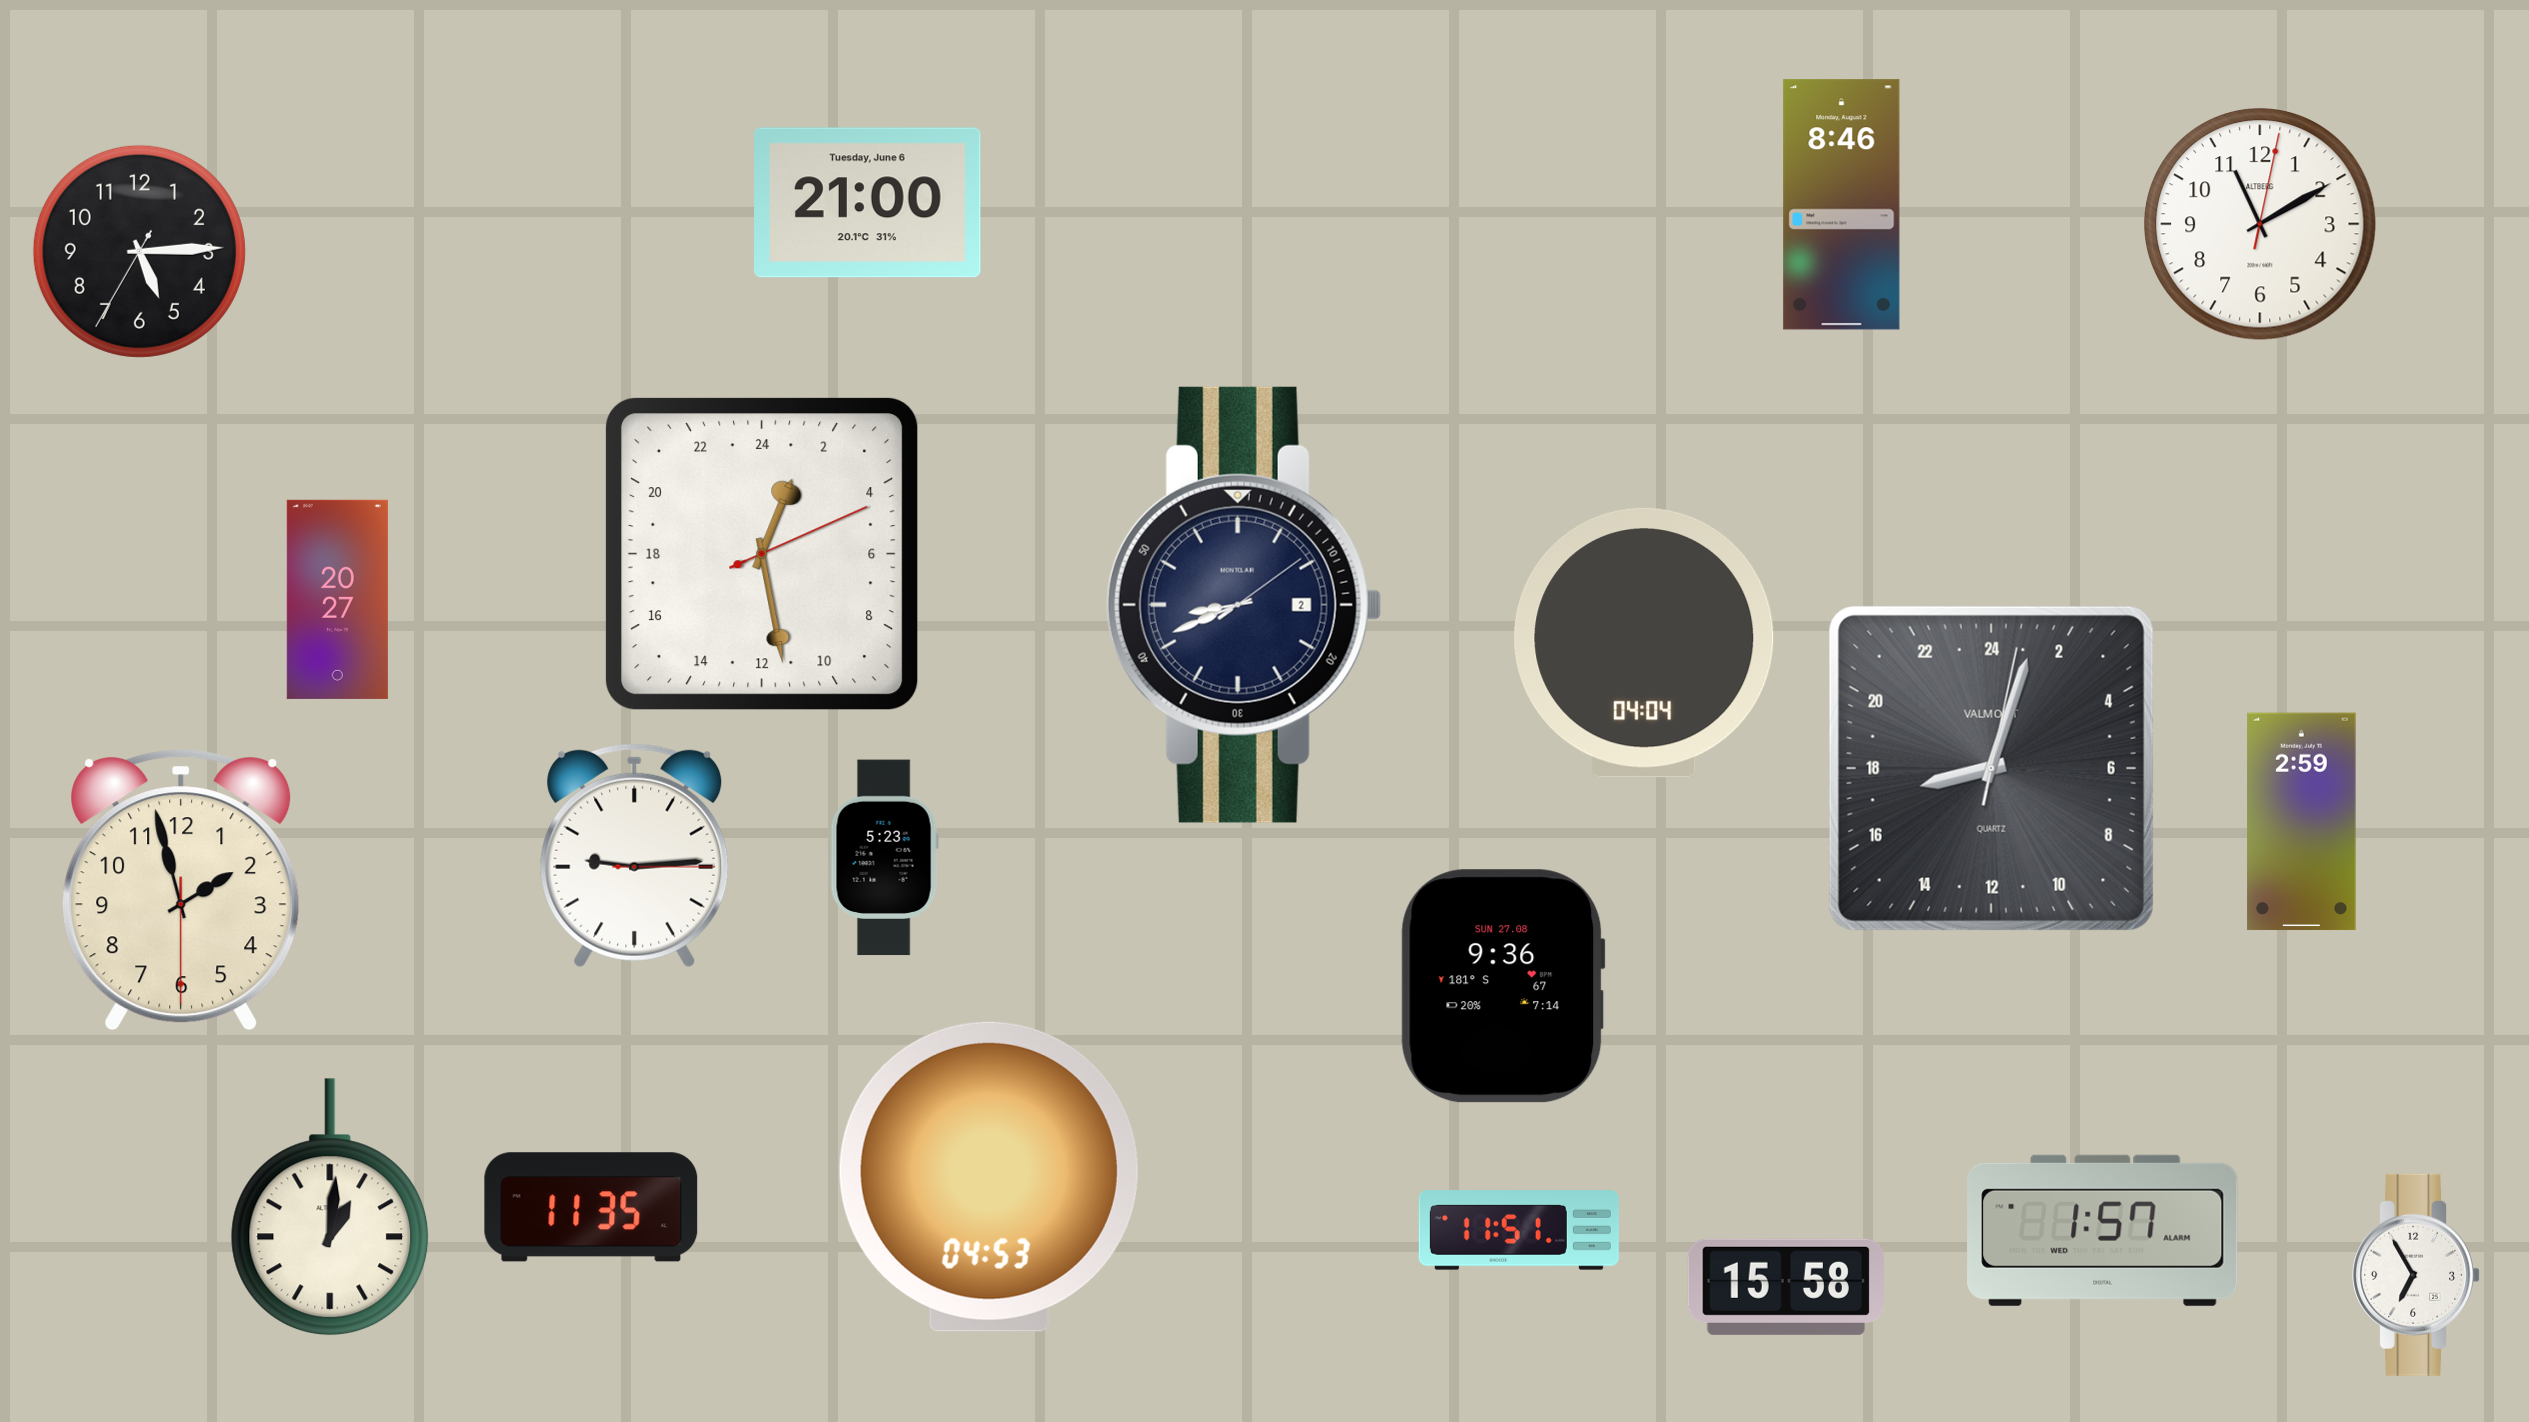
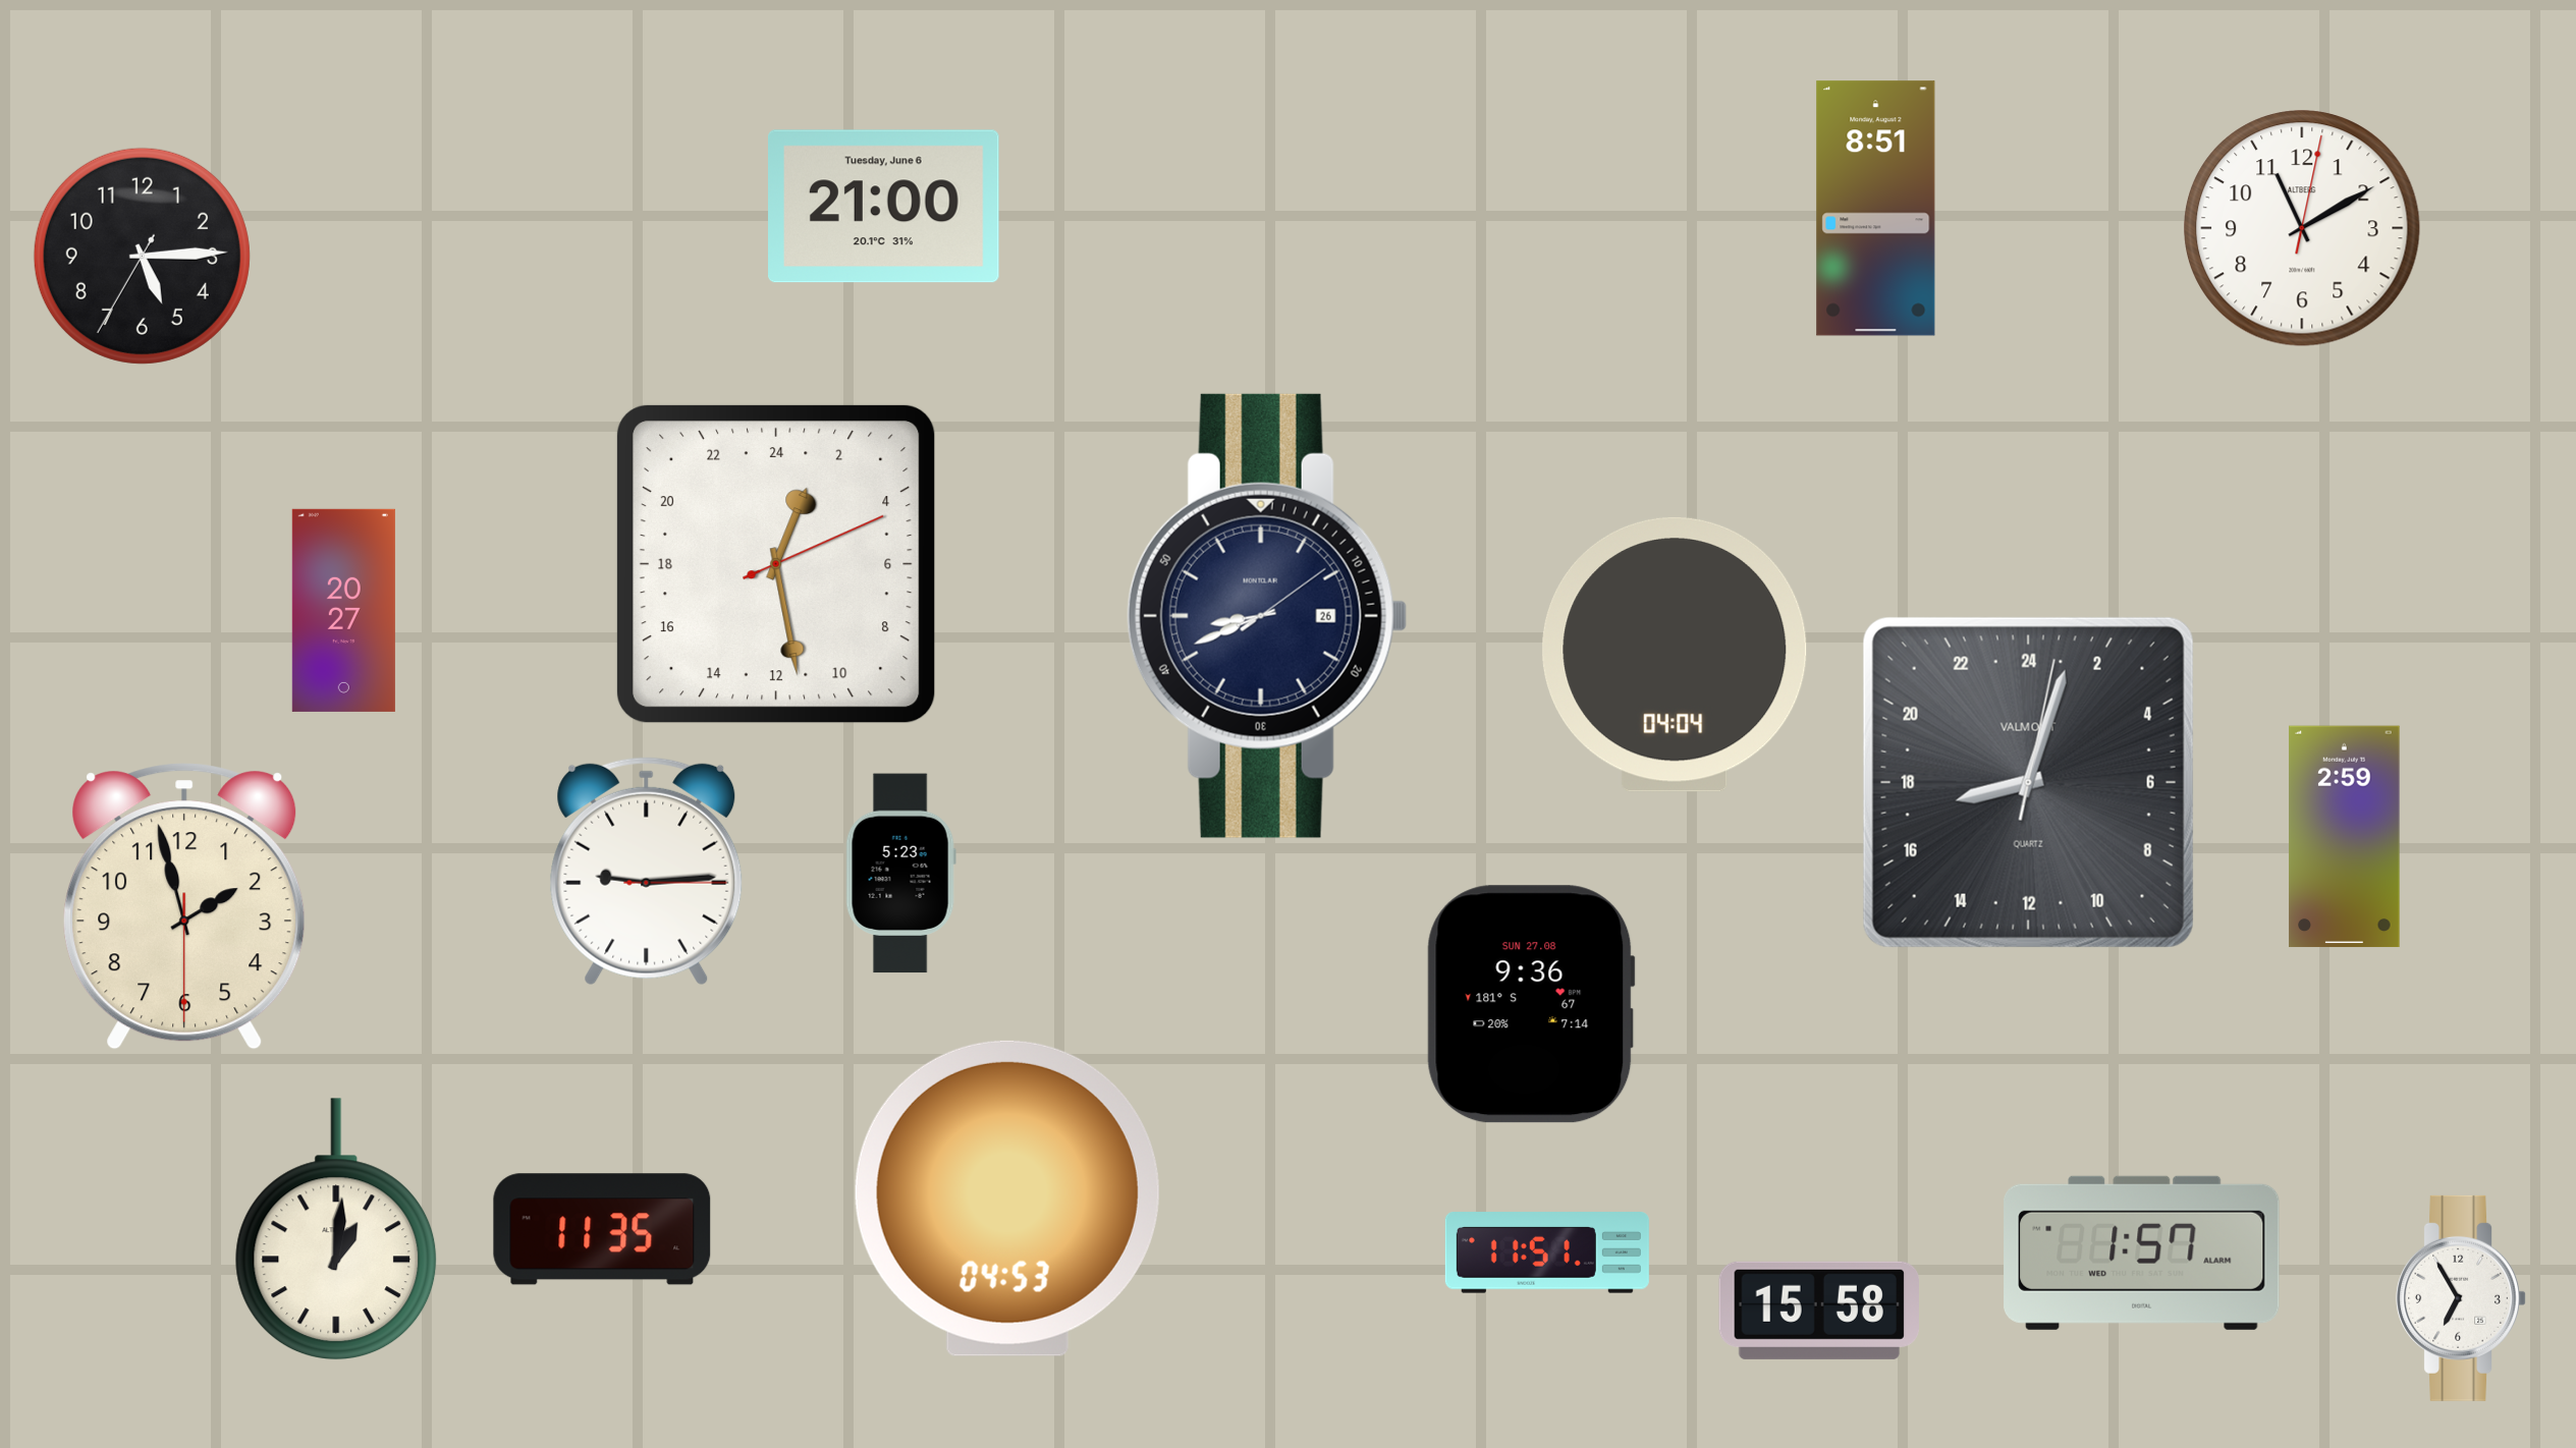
clock at (1842, 205): 8:46 -> 8:51
clock at (1244, 605) date: 2 -> 26
